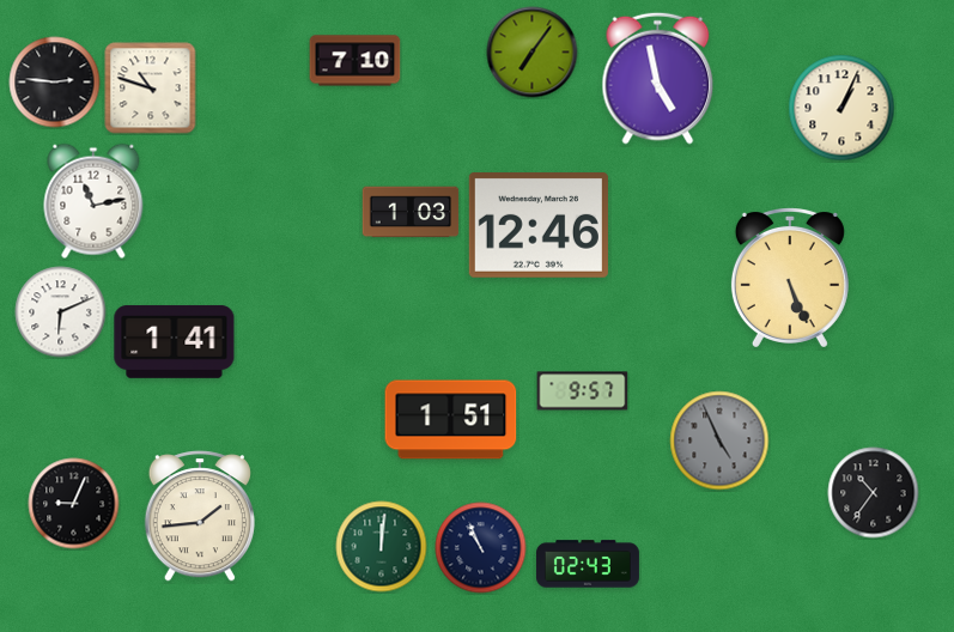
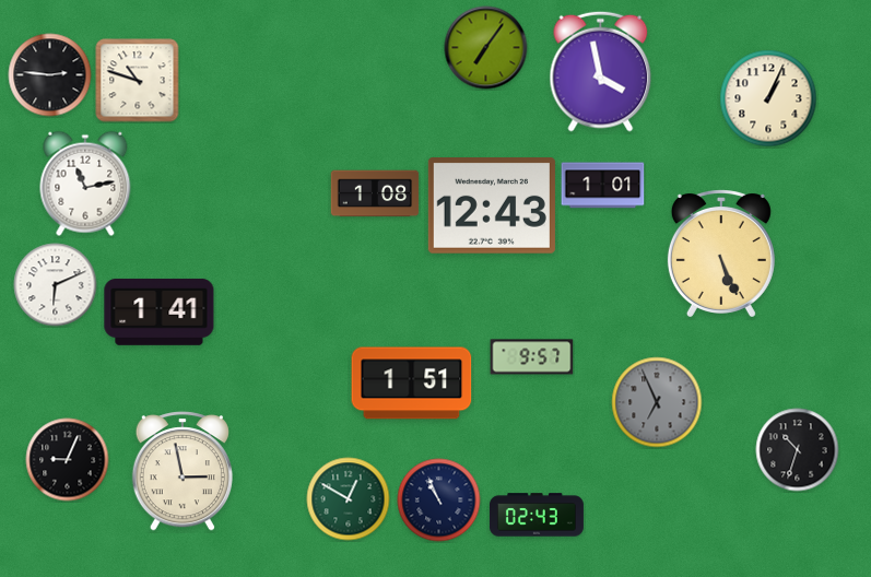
clock at (356, 61): 7:10 -> none
clock at (658, 78): 4:58 -> 3:58
clock at (603, 186): none -> 1:01
clock at (411, 212): 1:03 -> 1:08
clock at (539, 226): 12:46 -> 12:43
clock at (719, 440): 4:56 -> 6:56
clock at (874, 493): 10:36 -> 10:33
clock at (200, 516): 1:44 -> 2:58
clock at (382, 547): 12:01 -> 12:50
